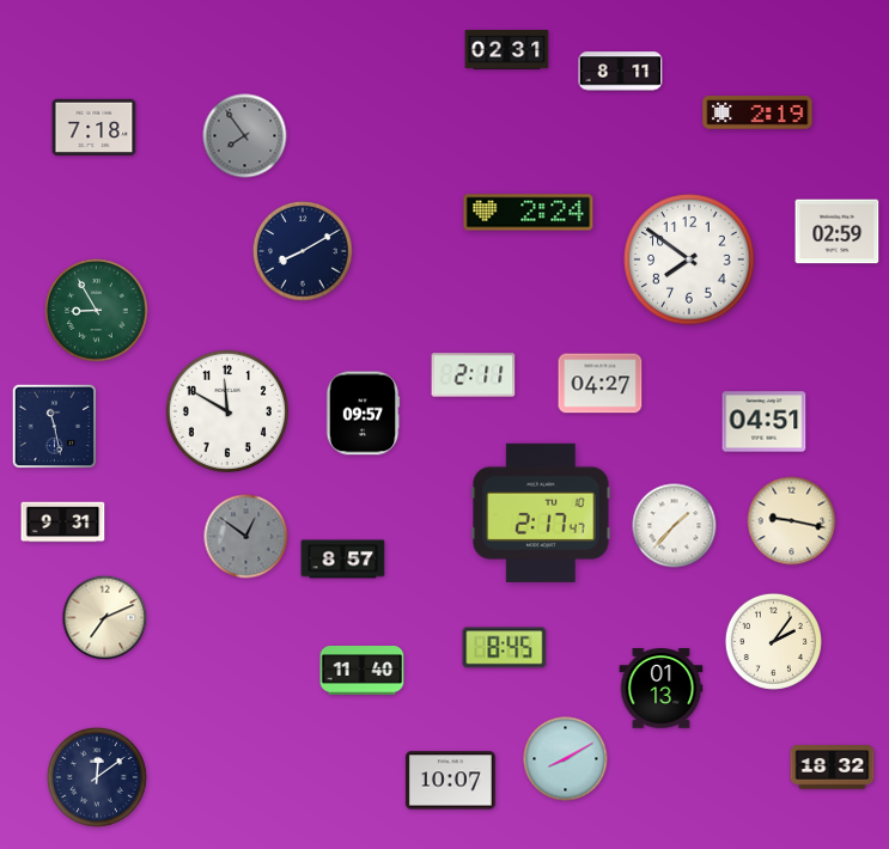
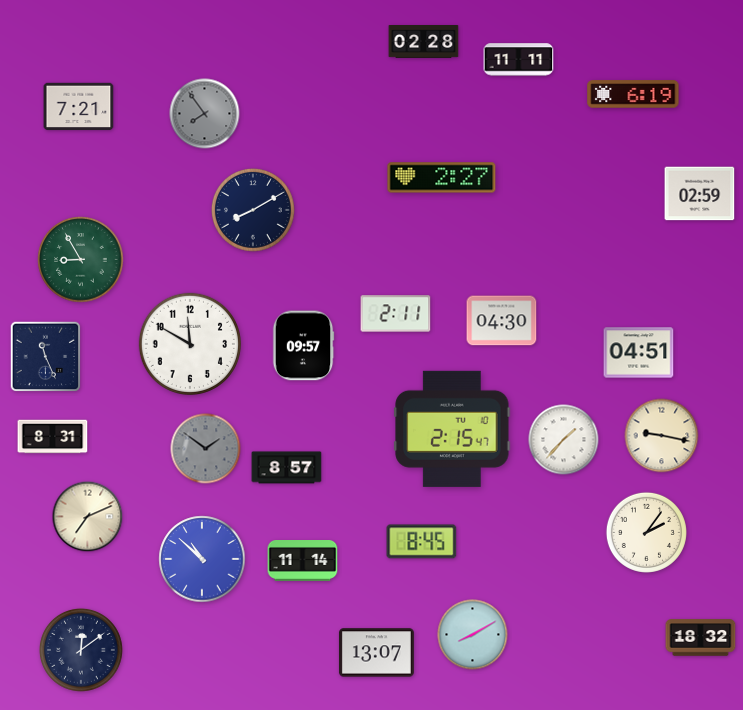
clock at (507, 50): 02:31 -> 02:28
clock at (621, 72): 8:11 -> 11:11
clock at (757, 112): 2:19 -> 6:19
clock at (95, 128): 7:18 -> 7:21
clock at (529, 213): 2:24 -> 2:27
clock at (689, 259): 7:51 -> none
clock at (601, 384): 04:27 -> 04:30
clock at (55, 427): 11:28 -> 11:26
clock at (541, 513): 2:17 -> 2:15
clock at (63, 523): 9:31 -> 8:31
clock at (246, 537): 12:51 -> 1:51
clock at (773, 641) position: (773, 641) -> (646, 532)
clock at (202, 559): none -> 10:52
clock at (363, 671): 11:40 -> 11:14
clock at (662, 689): 01:13 -> none
clock at (833, 768) position: (833, 768) -> (701, 638)
clock at (450, 781): 10:07 -> 13:07
